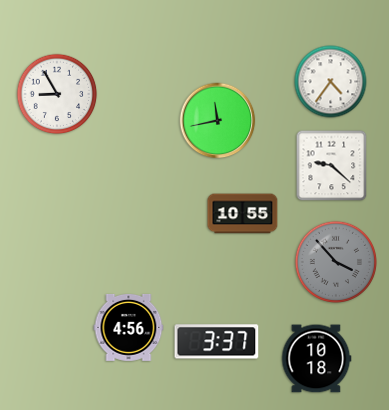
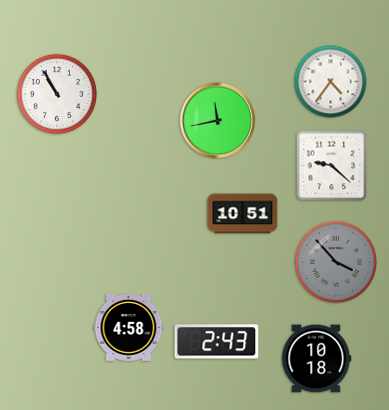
clock at (57, 94): 8:55 -> 10:55
clock at (243, 214): 10:55 -> 10:51
clock at (129, 327): 4:56 -> 4:58
clock at (217, 342): 3:37 -> 2:43
